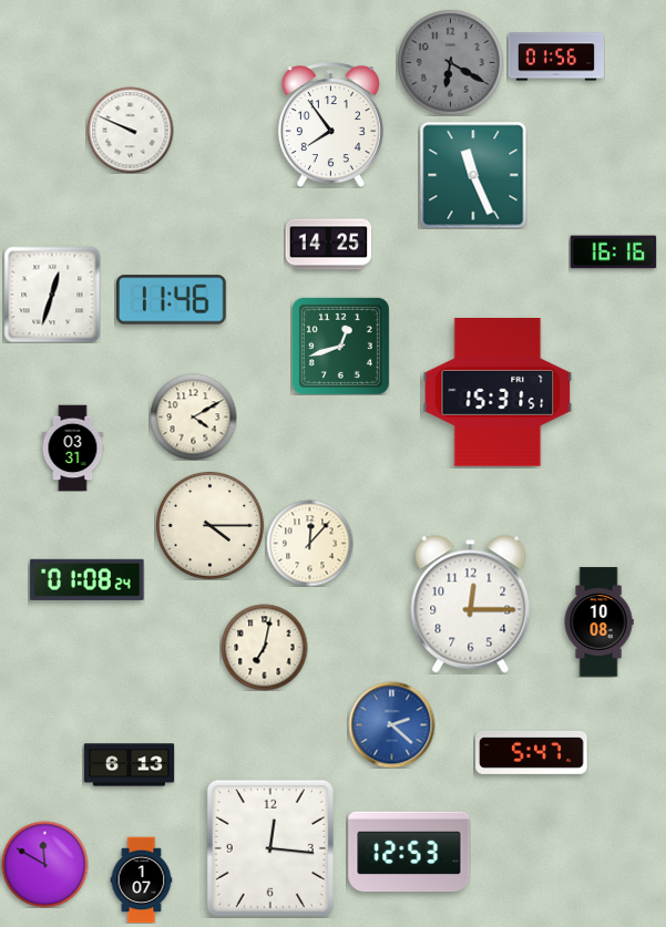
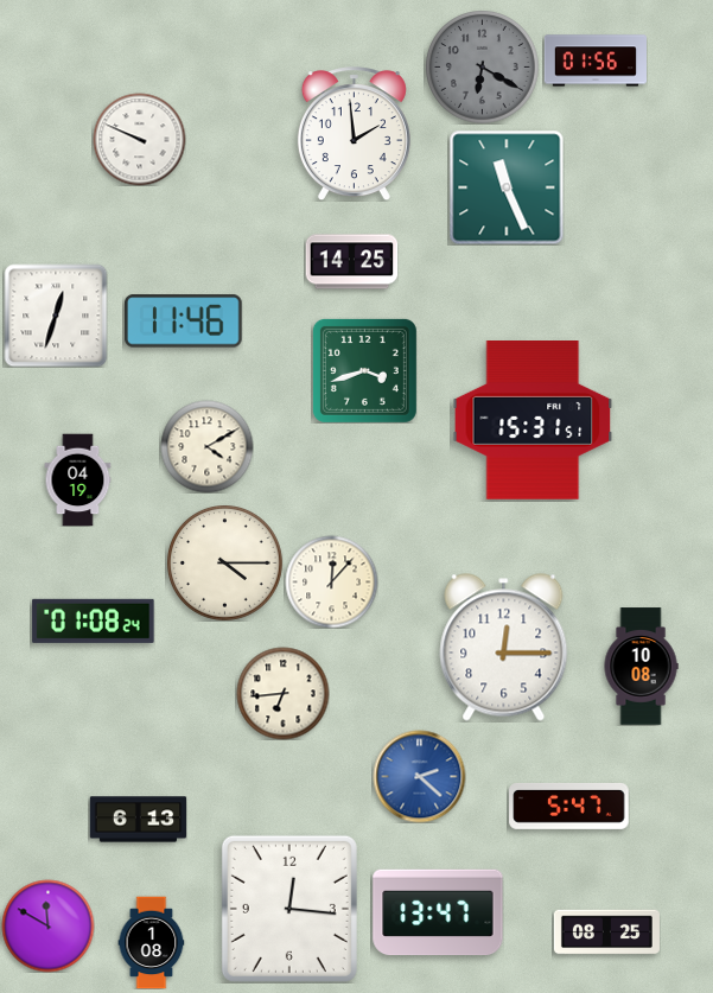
clock at (330, 125): 7:54 -> 1:59
clock at (613, 253): 16:16 -> none
clock at (340, 346): 12:42 -> 3:42
clock at (73, 447): 03:31 -> 04:19
clock at (264, 647): 7:02 -> 6:44
clock at (409, 852): 12:53 -> 13:47
clock at (606, 932): none -> 08:25
clock at (142, 879): 1:07 -> 1:08
